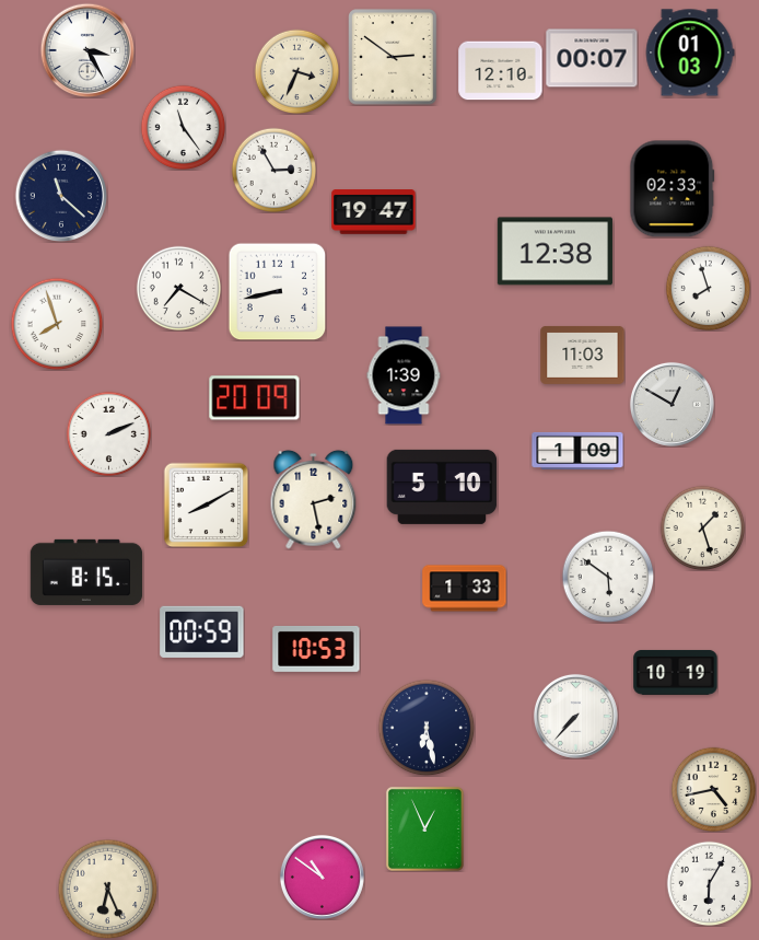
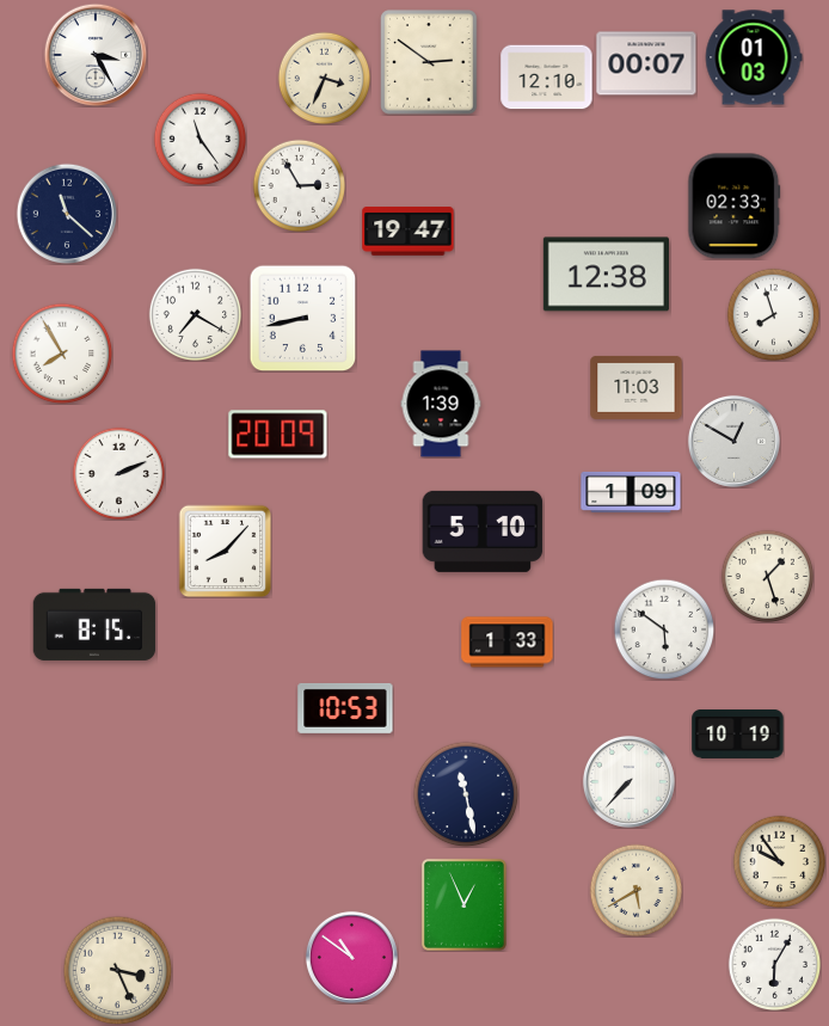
clock at (57, 324): 7:57 -> 7:55
clock at (404, 375) position: (404, 375) -> (441, 404)
clock at (314, 499): 2:28 -> none
clock at (206, 504): 8:10 -> 8:07
clock at (202, 631): 00:59 -> none
clock at (427, 728): 6:28 -> 11:28
clock at (713, 789): 4:43 -> 9:54
clock at (635, 890): none -> 5:40
clock at (107, 889): 6:26 -> 3:26
